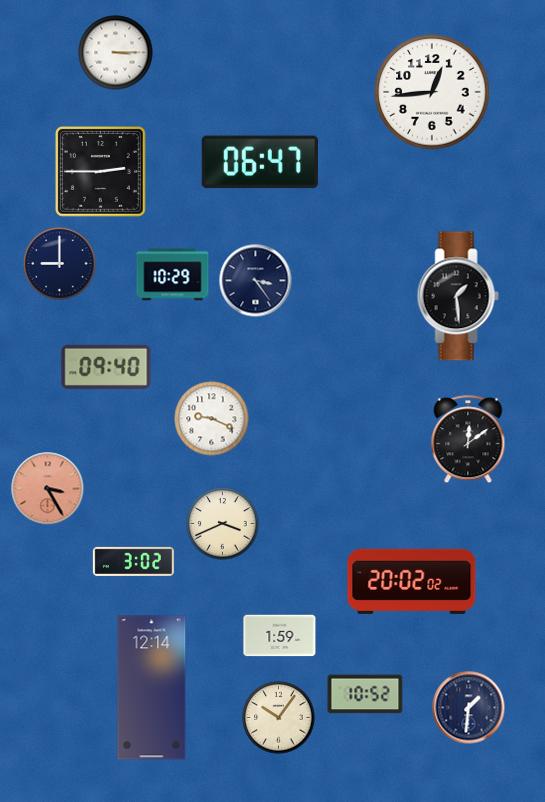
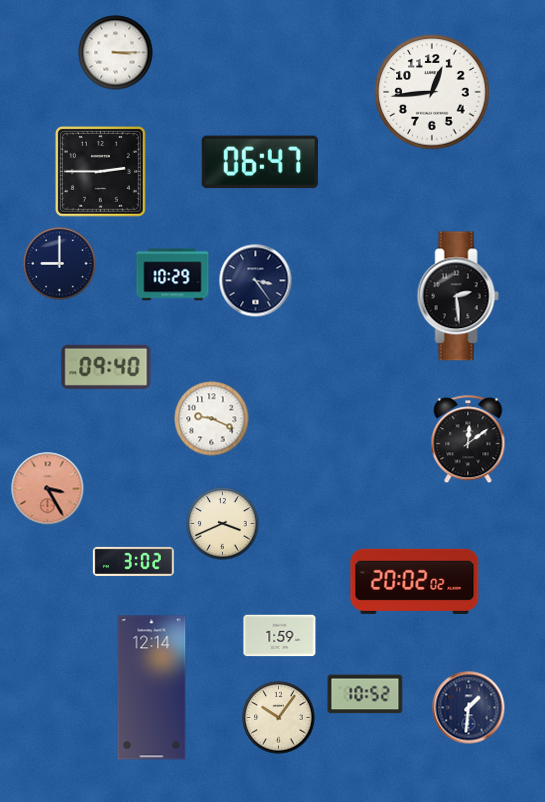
clock at (458, 296): 1:29 -> 2:29
clock at (412, 581) position: (412, 581) -> (415, 581)
